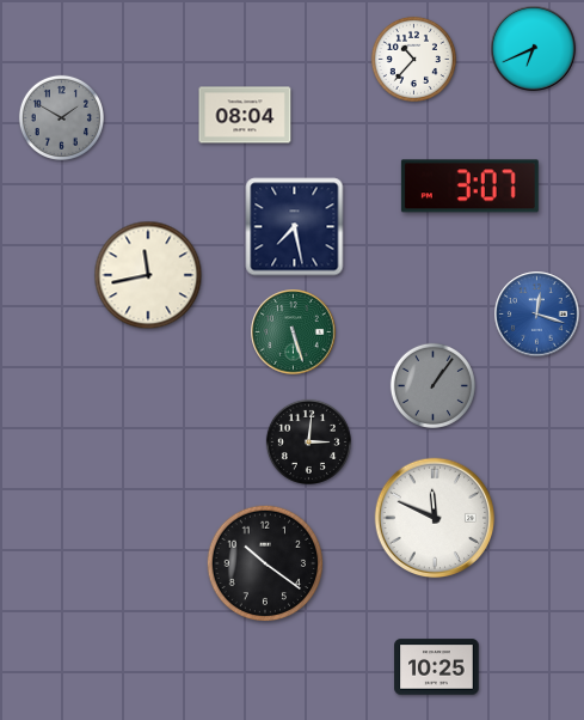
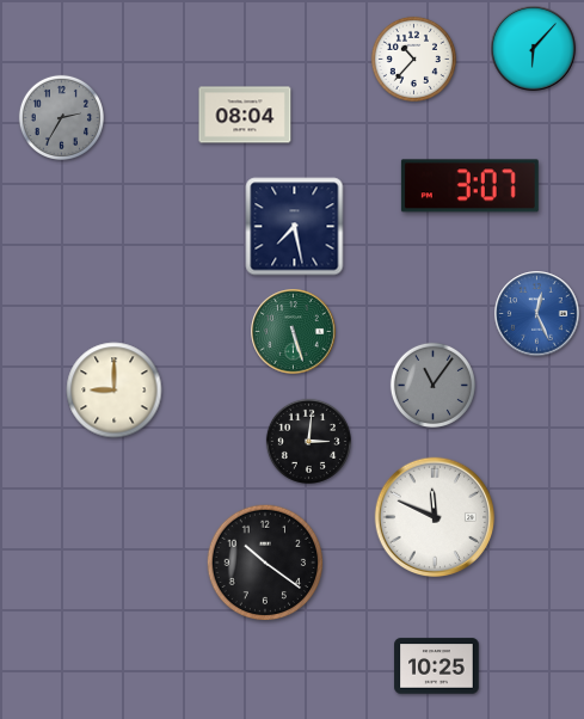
clock at (534, 49): 6:41 -> 6:07
clock at (61, 117): 1:50 -> 2:35
clock at (148, 275): 11:43 -> none
clock at (537, 315): 12:18 -> 12:26
clock at (432, 385): 1:06 -> 11:06
clock at (115, 391): none -> 9:00
